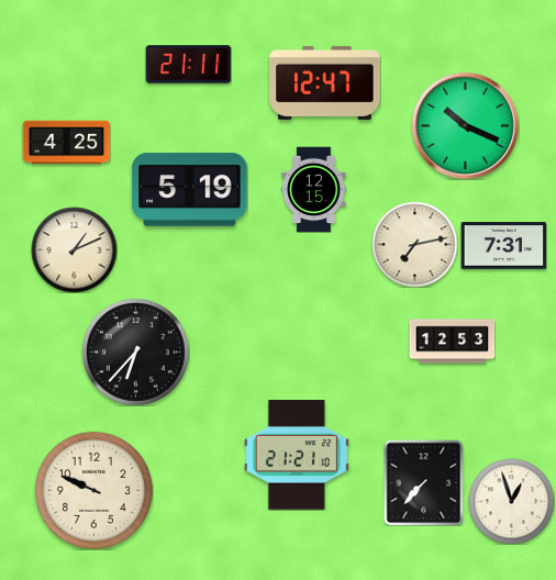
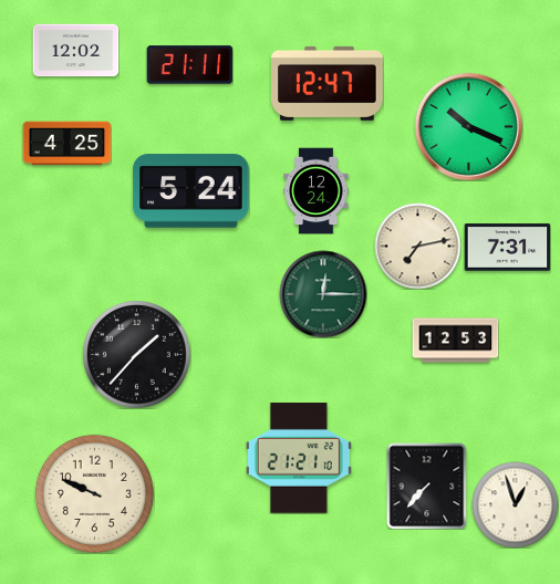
clock at (75, 51): none -> 12:02
clock at (314, 189): 12:15 -> 12:24
clock at (190, 190): 5:19 -> 5:24
clock at (74, 249): 1:11 -> none
clock at (323, 294): none -> 12:15
clock at (452, 342) position: (452, 342) -> (455, 341)
clock at (136, 353): 6:37 -> 1:37
